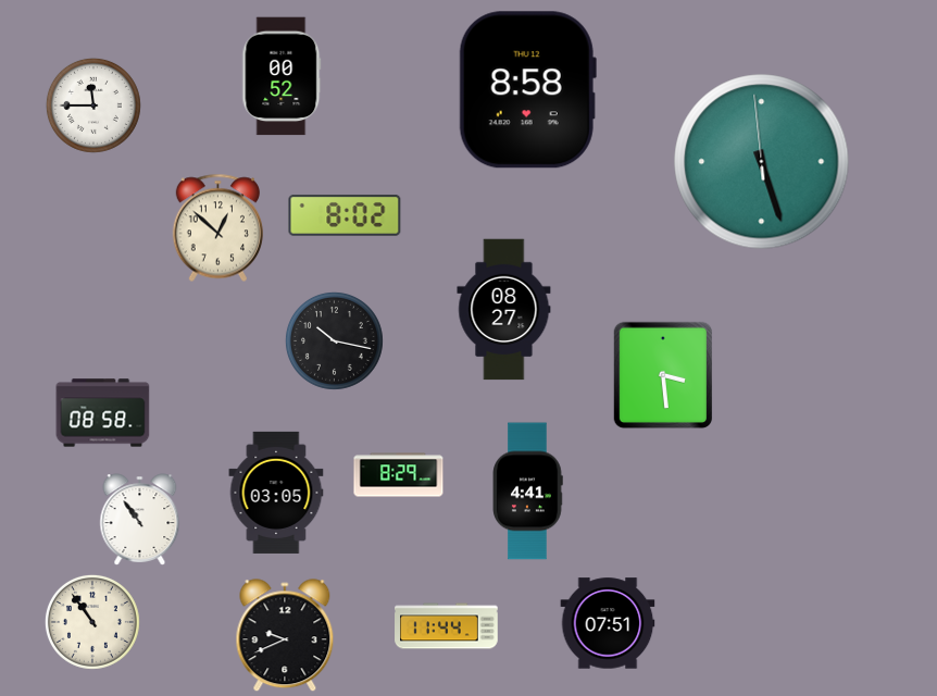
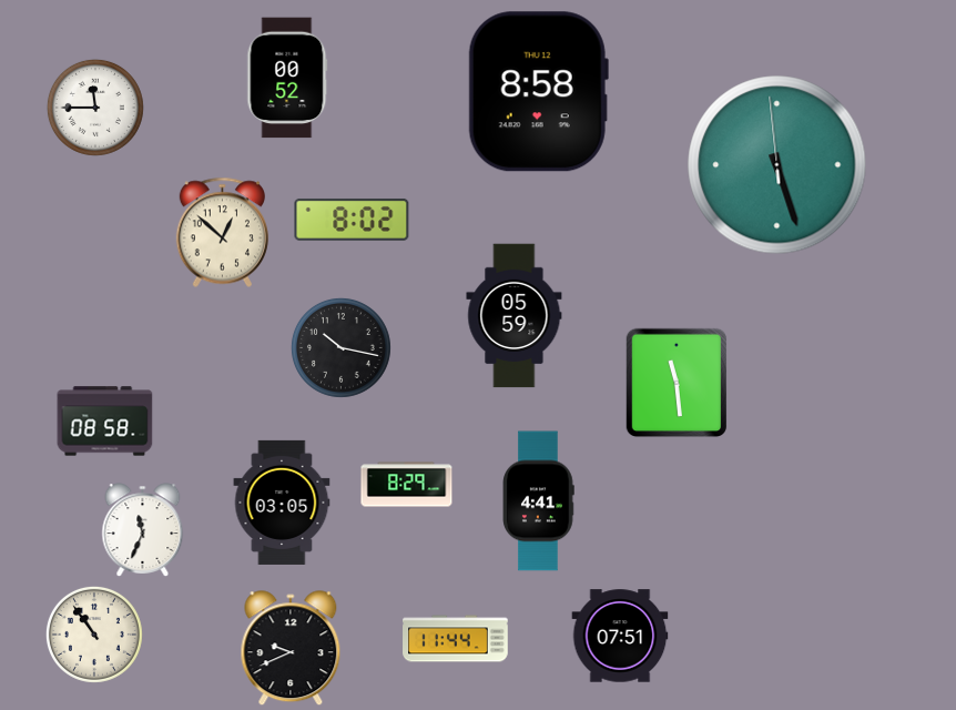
clock at (504, 310): 08:27 -> 05:59
clock at (662, 375): 3:29 -> 11:29
clock at (140, 520): 10:54 -> 11:34
